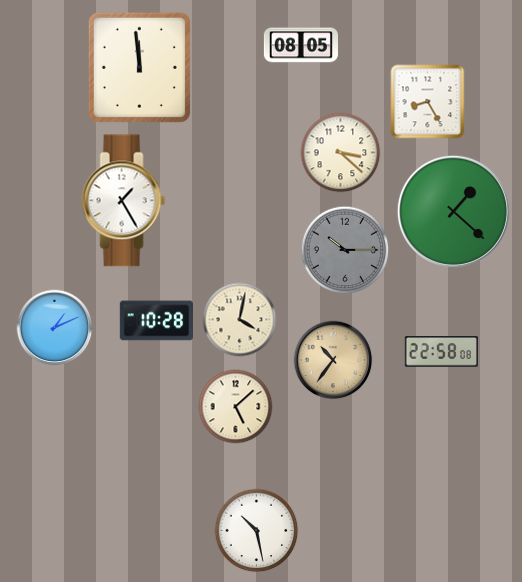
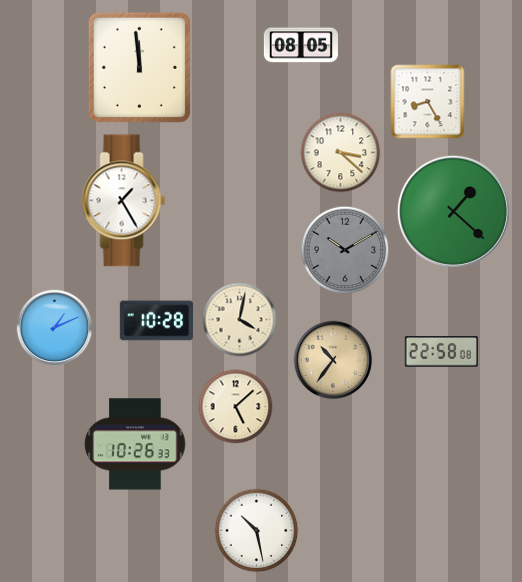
clock at (345, 250): 10:15 -> 10:10
clock at (135, 444): none -> 10:26
